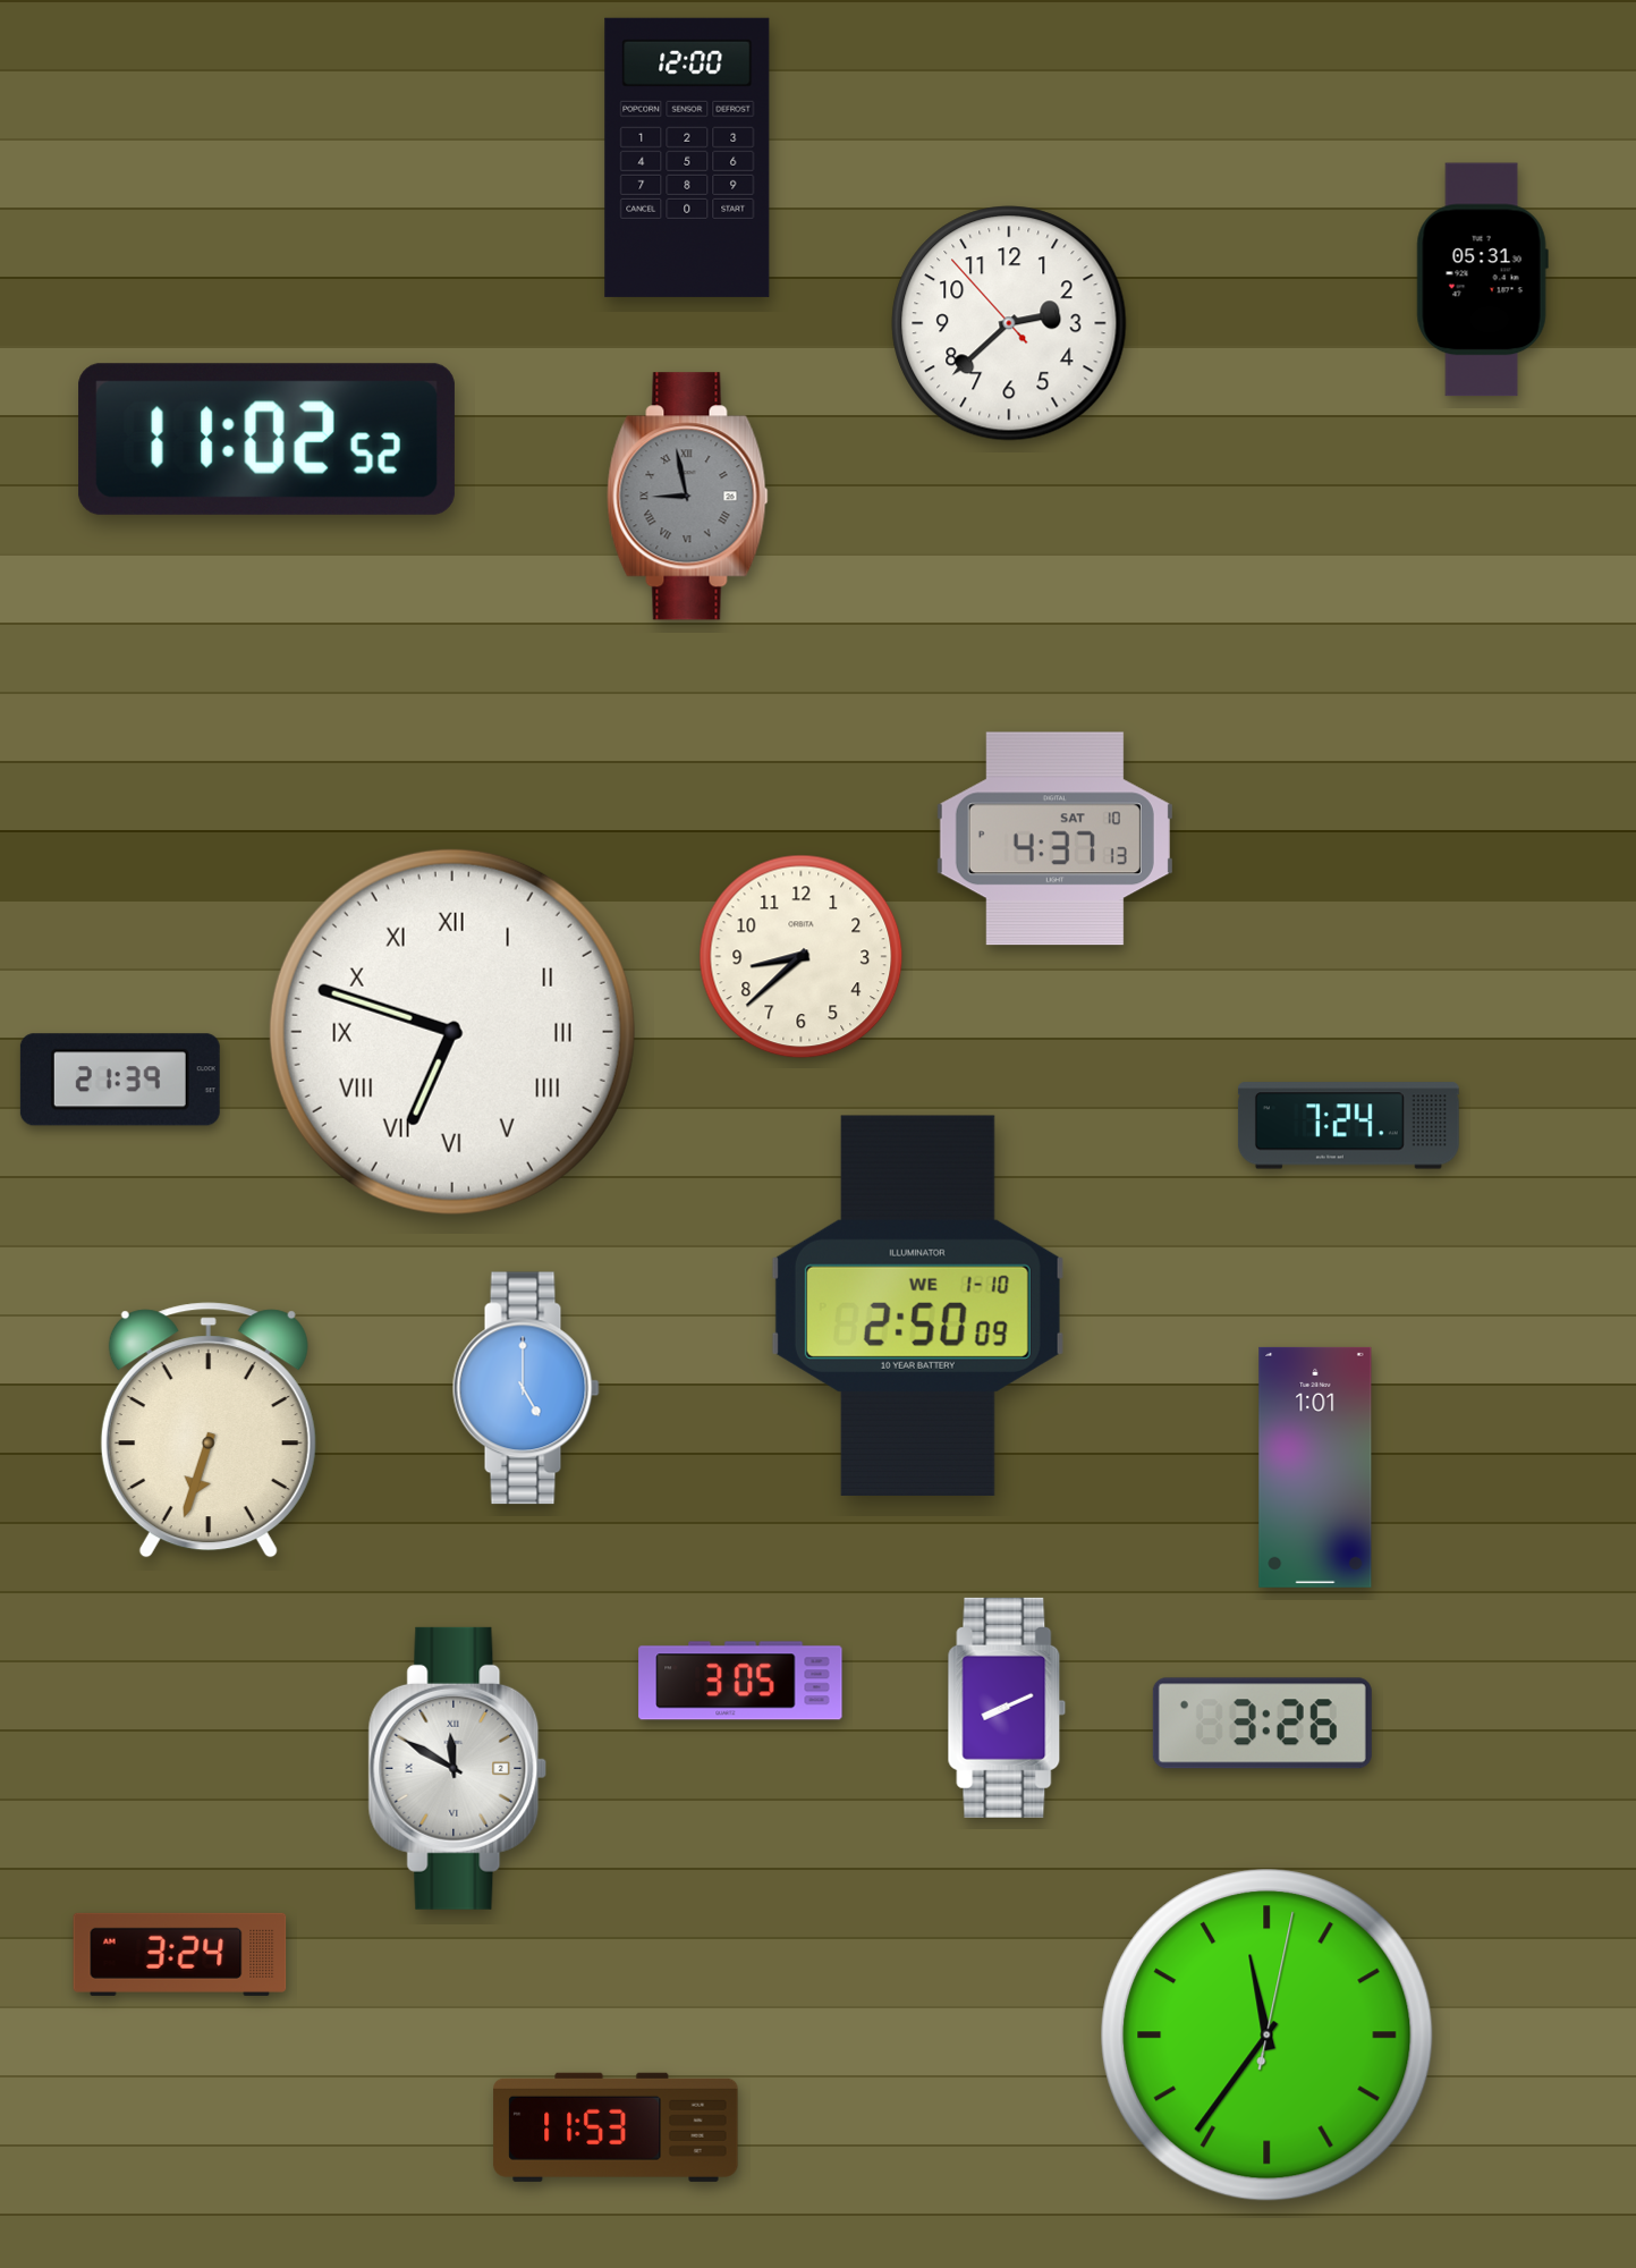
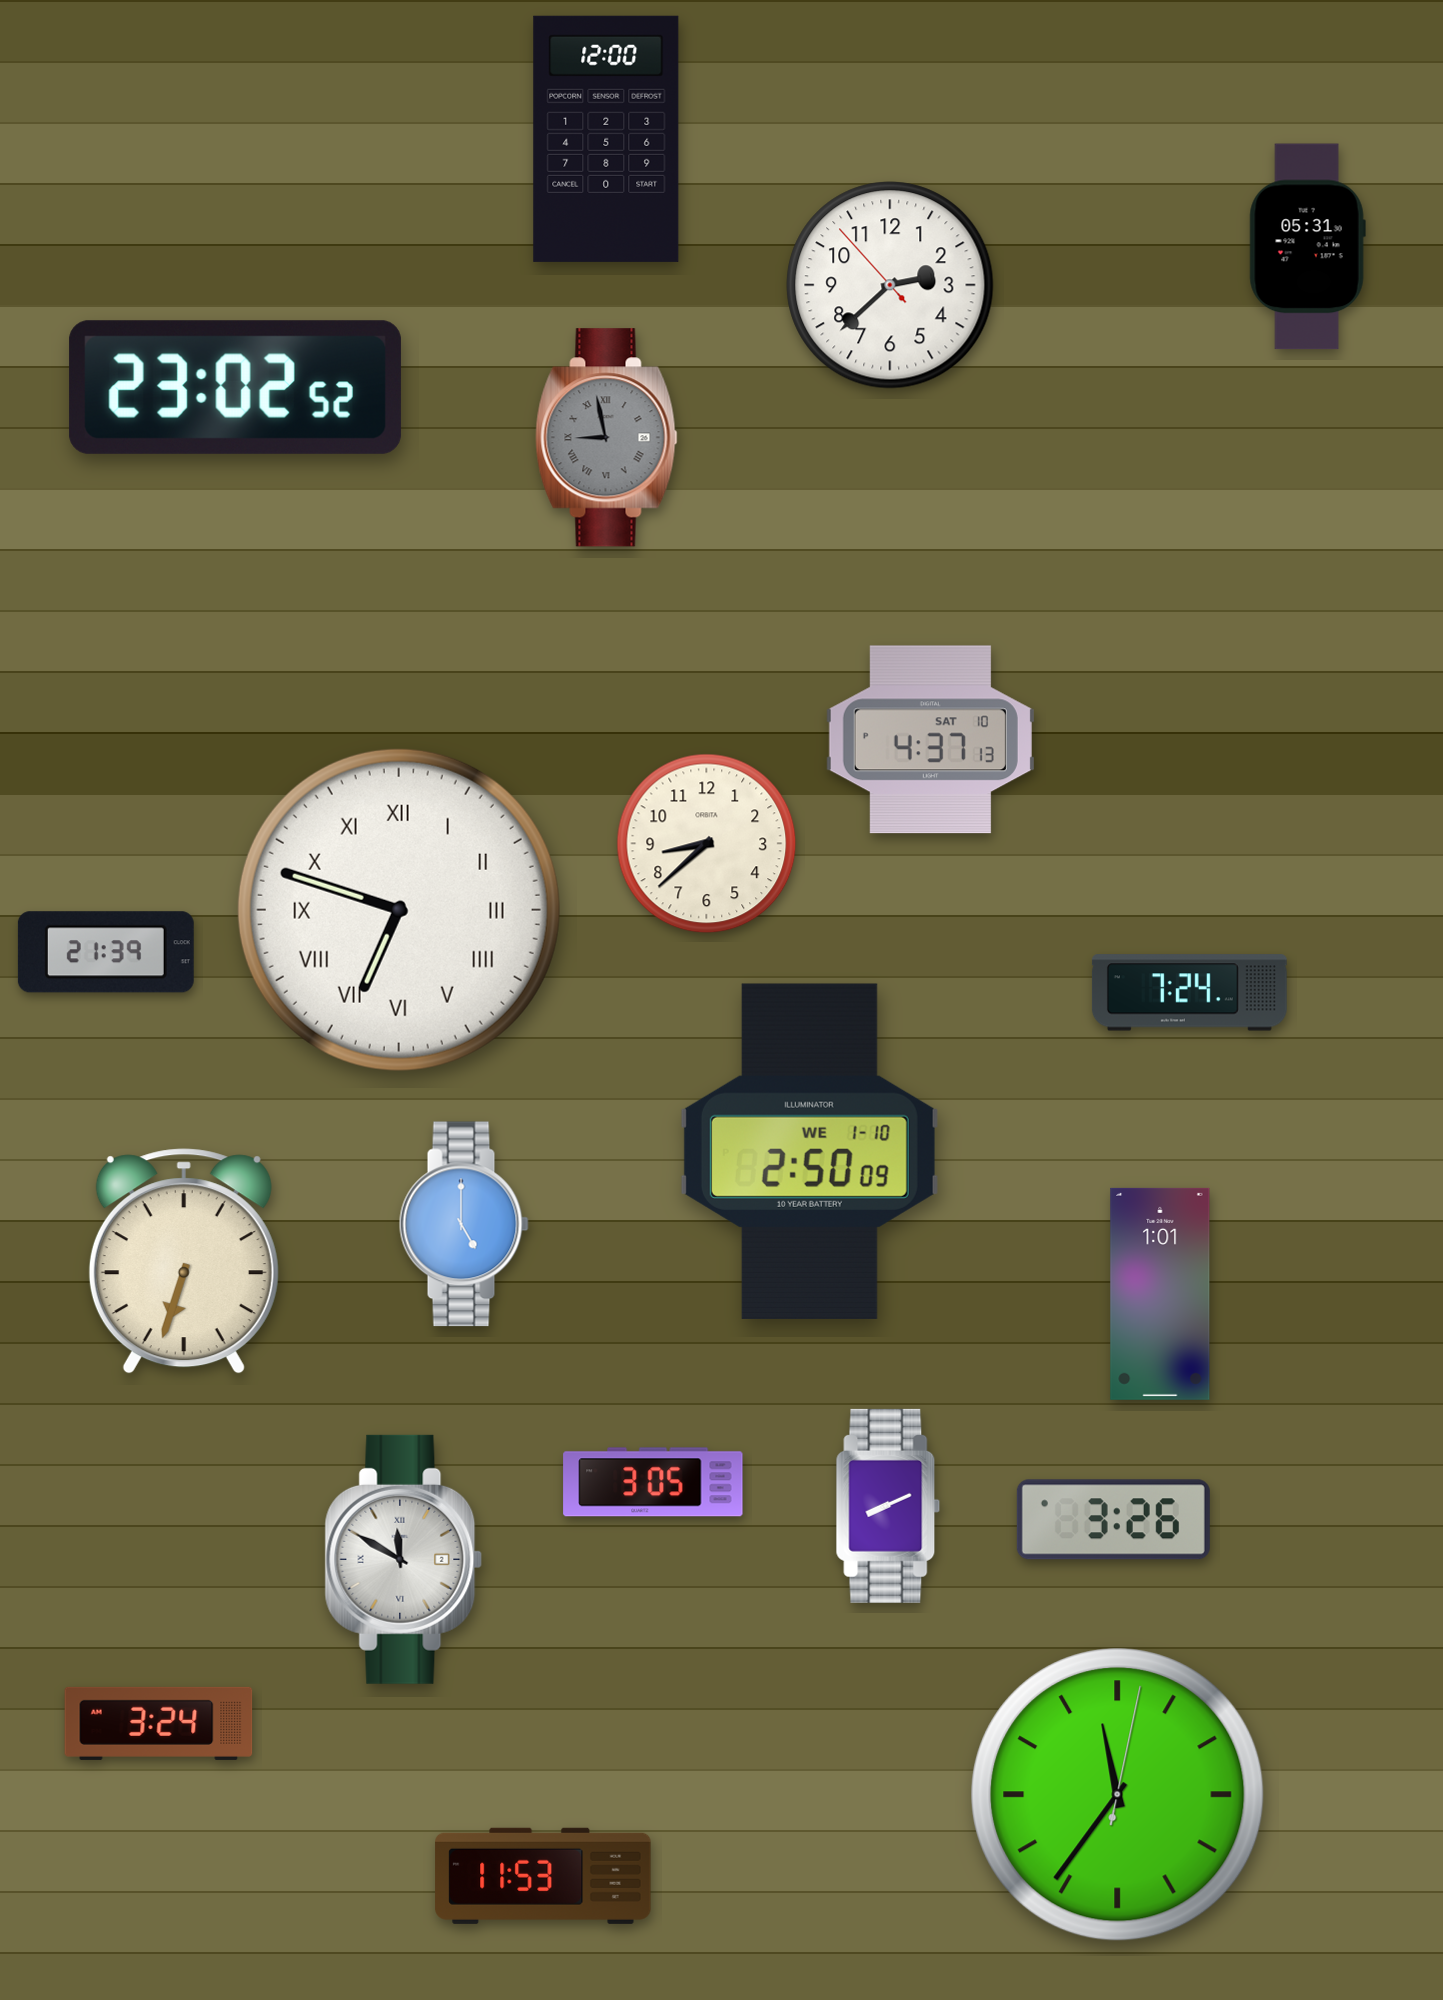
clock at (266, 439): 11:02 -> 23:02
